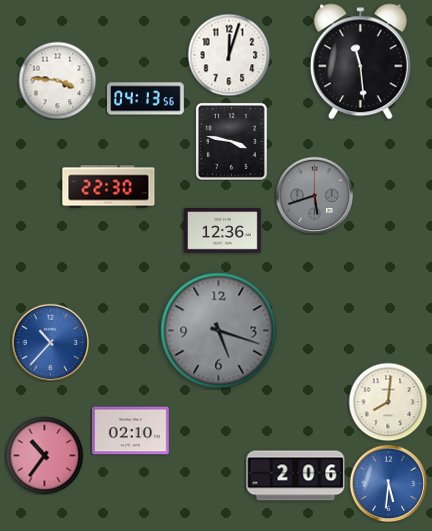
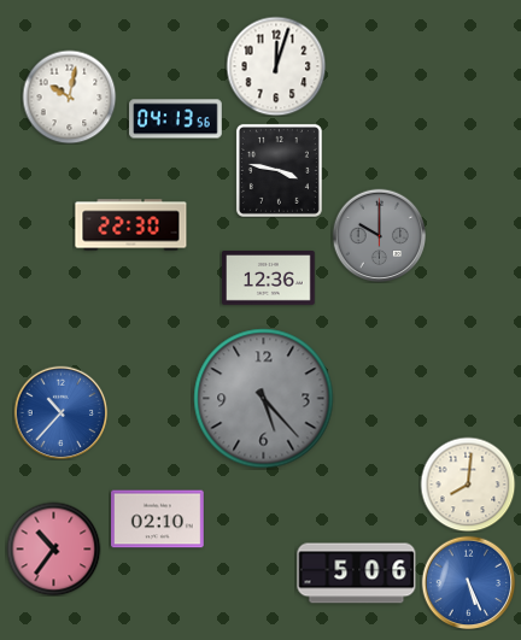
clock at (360, 62): 11:29 -> none
clock at (57, 80): 3:46 -> 10:02
clock at (314, 195): 5:42 -> 10:00
clock at (219, 331): 5:18 -> 5:23
clock at (296, 476): 2:06 -> 5:06
clock at (388, 483): 5:31 -> 5:26
